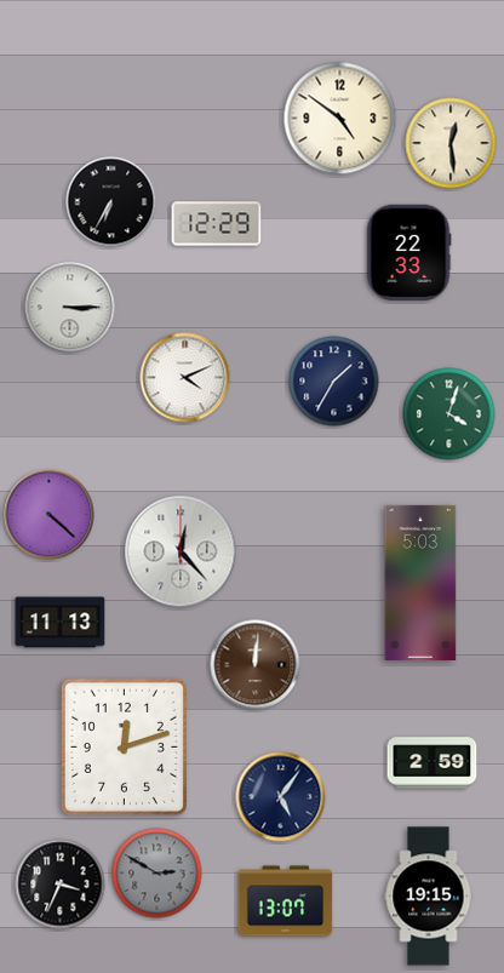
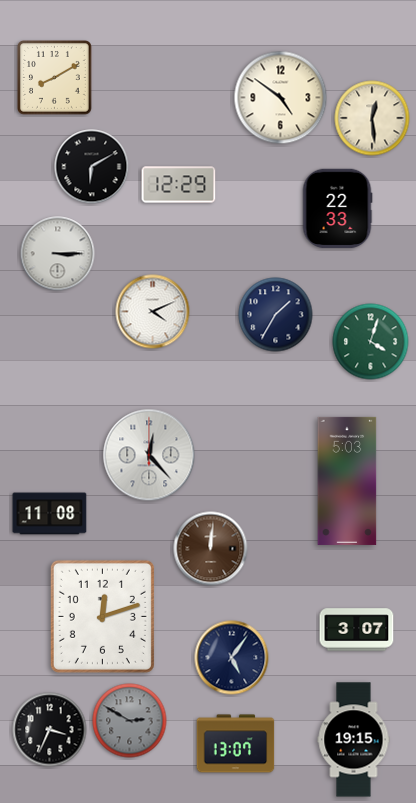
clock at (55, 78): none -> 8:10
clock at (111, 202): 6:35 -> 6:10
clock at (50, 515): 4:22 -> none
clock at (61, 623): 11:13 -> 11:08
clock at (433, 763): 2:59 -> 3:07
